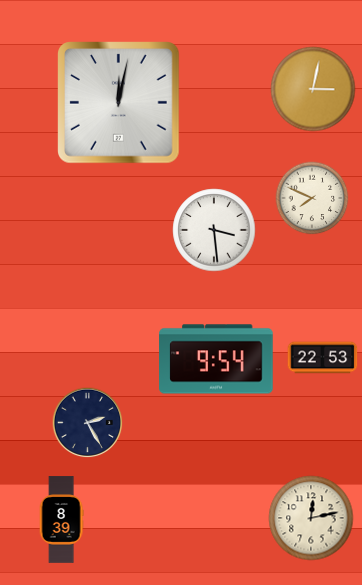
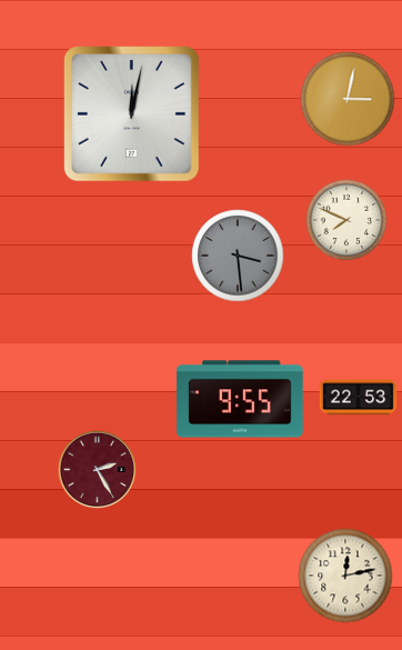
clock at (214, 230) dial: white -> grey
clock at (216, 359): 9:54 -> 9:55
clock at (88, 423) dial: navy -> burgundy
clock at (61, 520): 8:39 -> none
